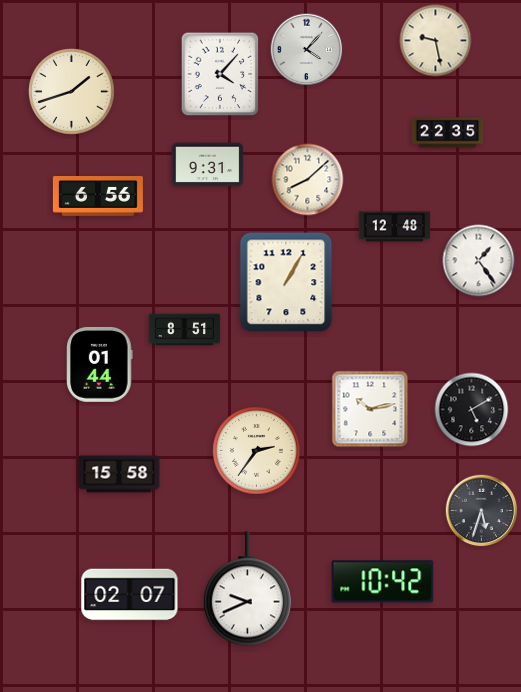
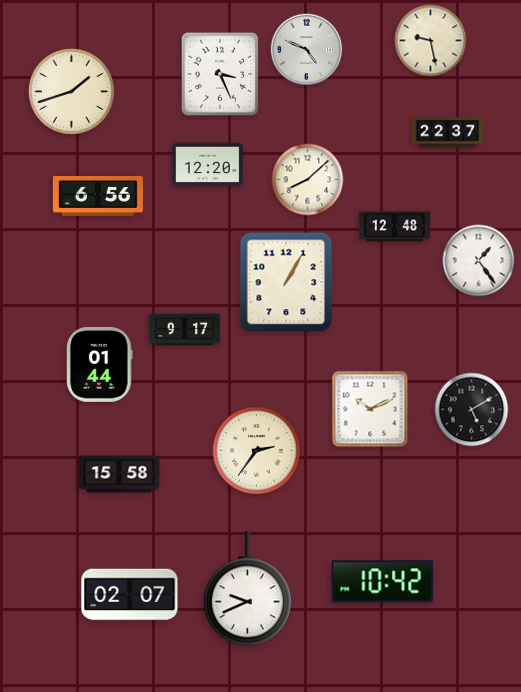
clock at (436, 41) position: (436, 41) -> (431, 41)
clock at (307, 50): 4:07 -> 4:49
clock at (220, 74): 4:07 -> 3:26
clock at (448, 133): 22:35 -> 22:37
clock at (208, 165): 9:31 -> 12:20
clock at (185, 330): 8:51 -> 9:17
clock at (370, 409): 10:13 -> 10:11
clock at (482, 511): 5:33 -> none
